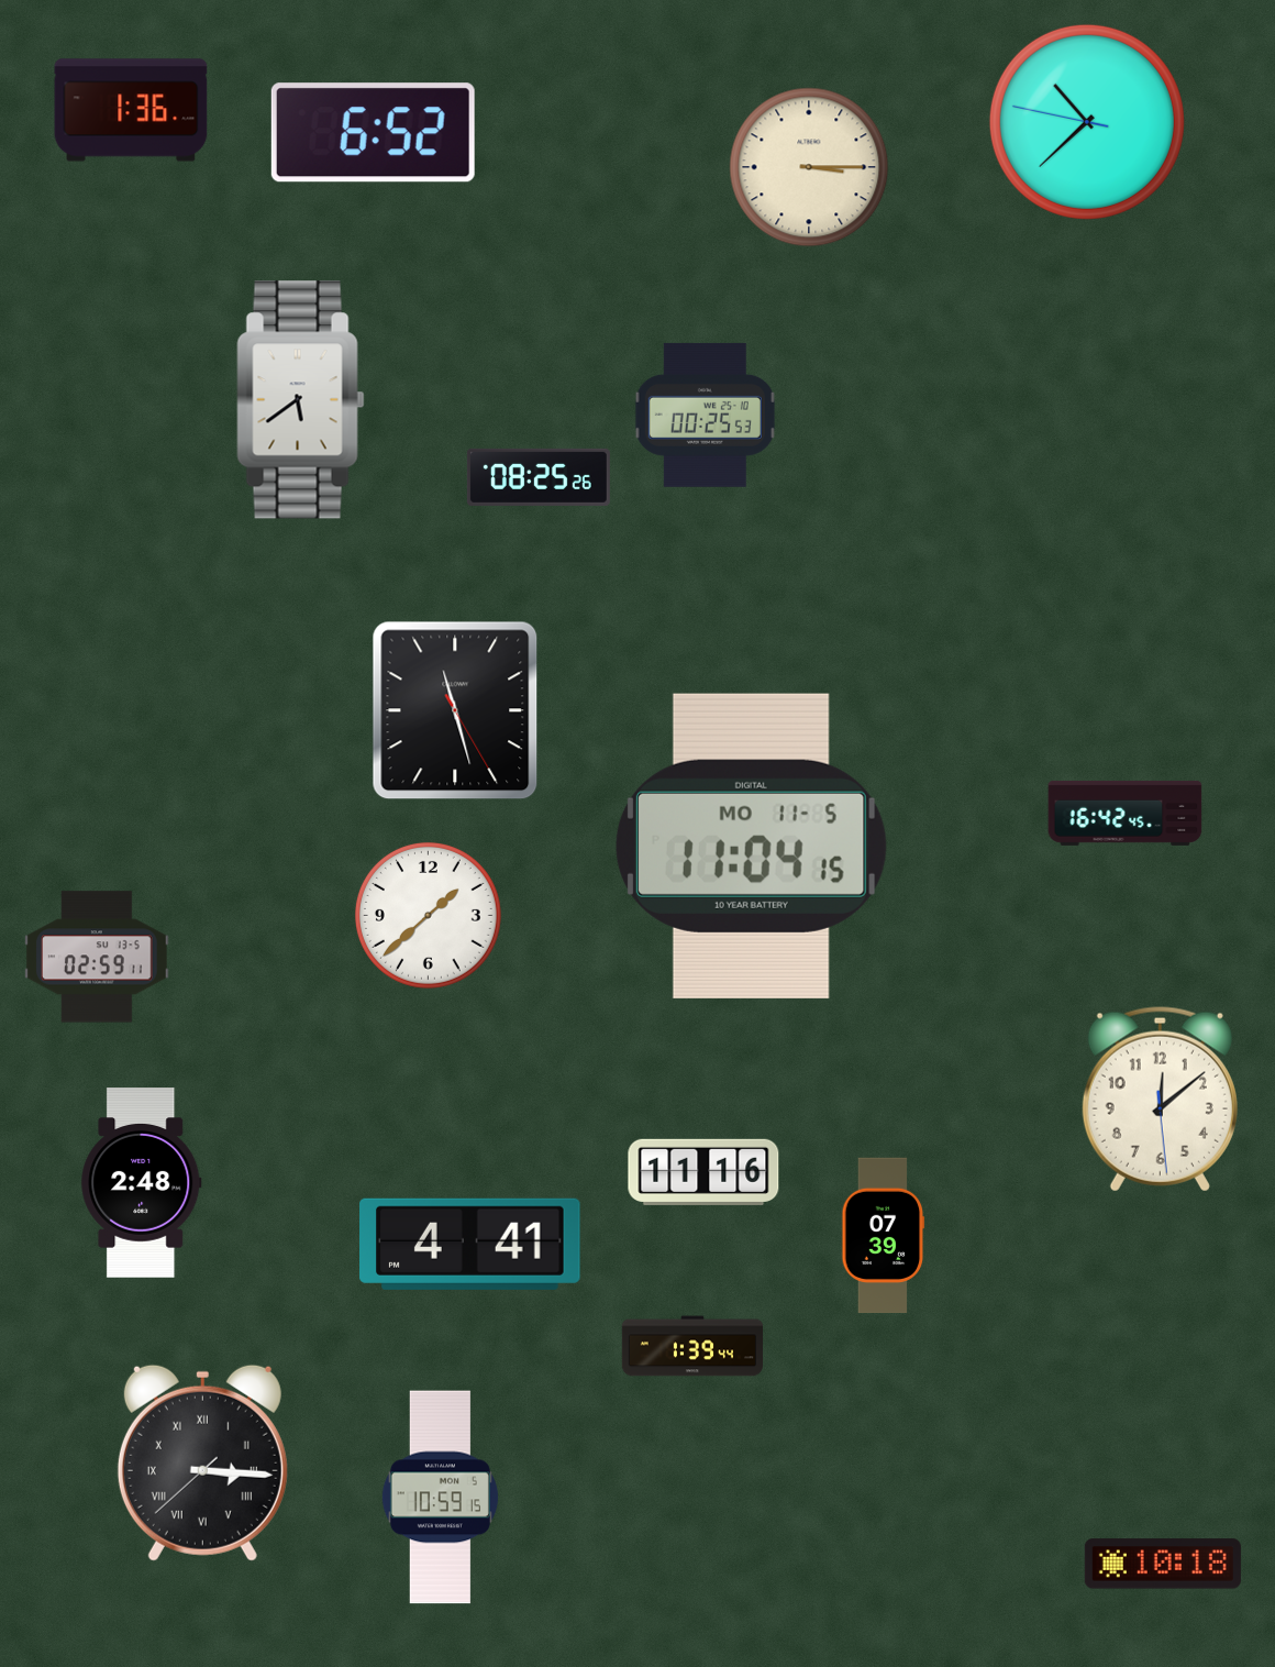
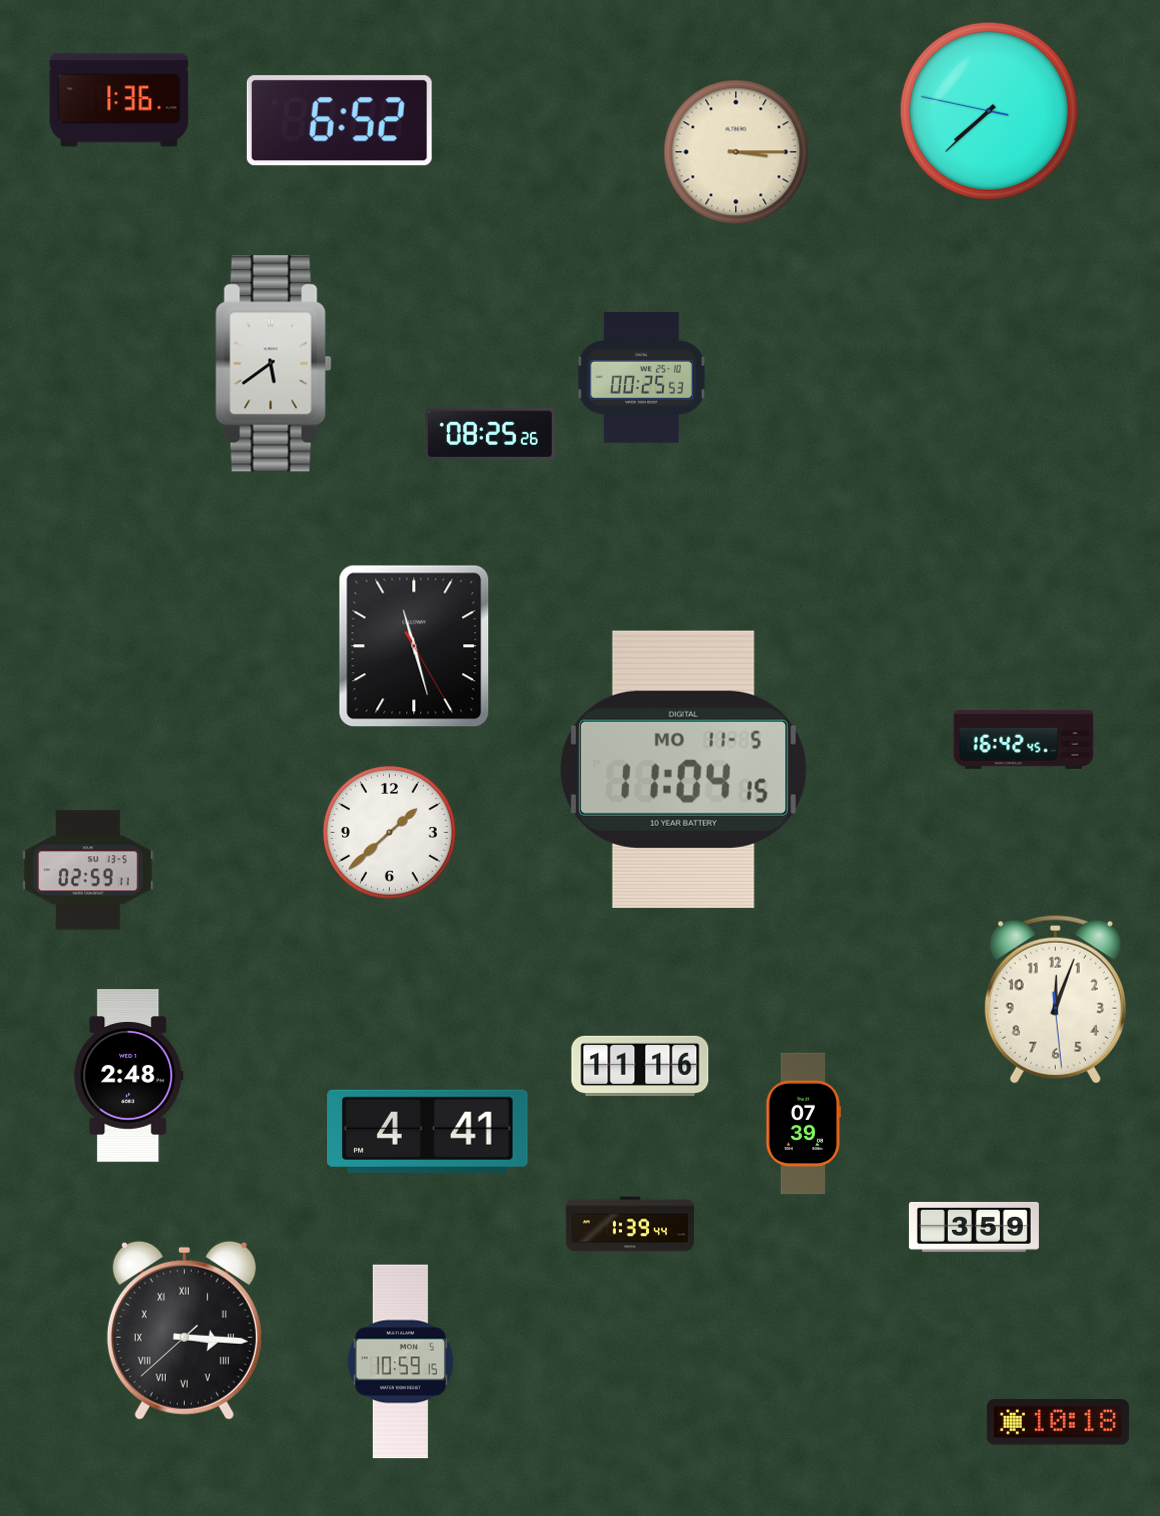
clock at (1087, 122): 10:37 -> 7:37
clock at (1160, 1100): 12:08 -> 12:03
clock at (974, 1227): none -> 3:59
